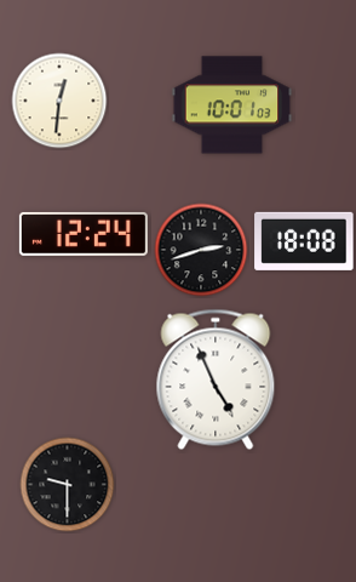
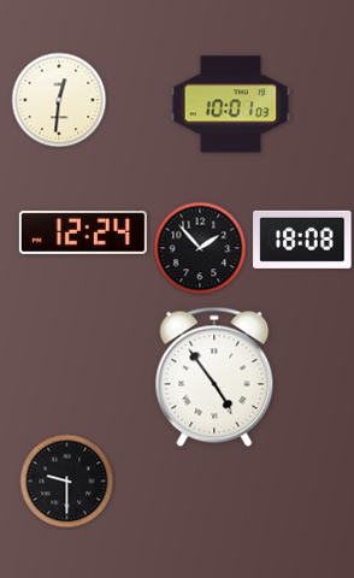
clock at (201, 250): 2:42 -> 1:53
clock at (216, 380): 4:56 -> 4:54
